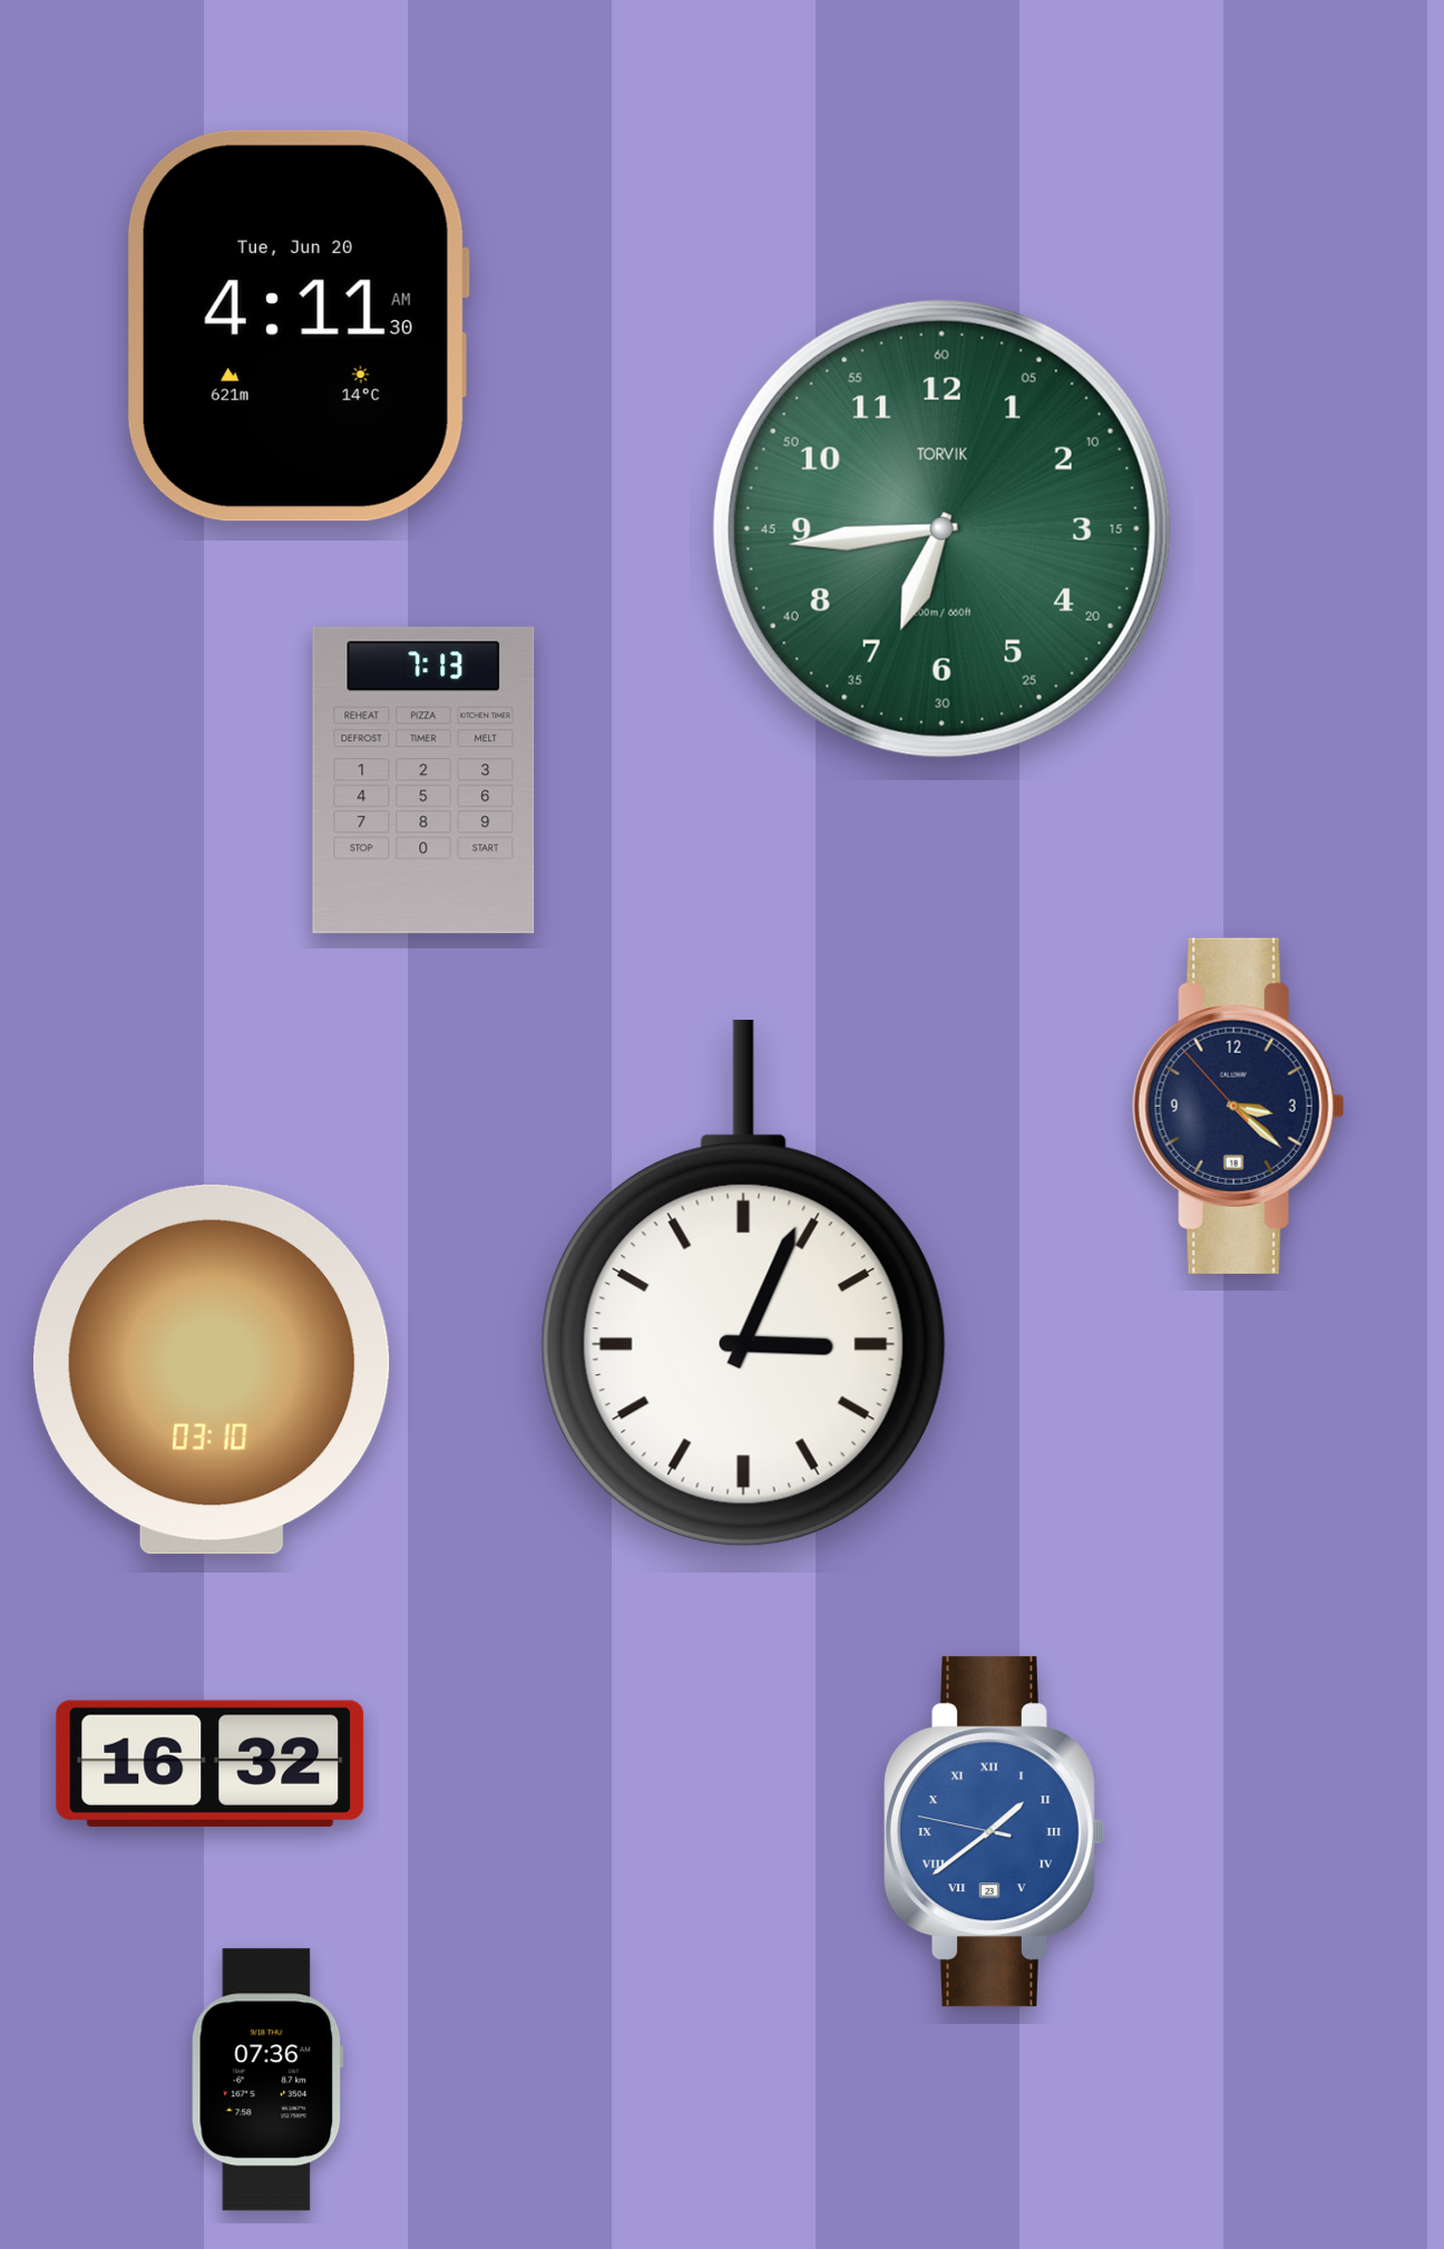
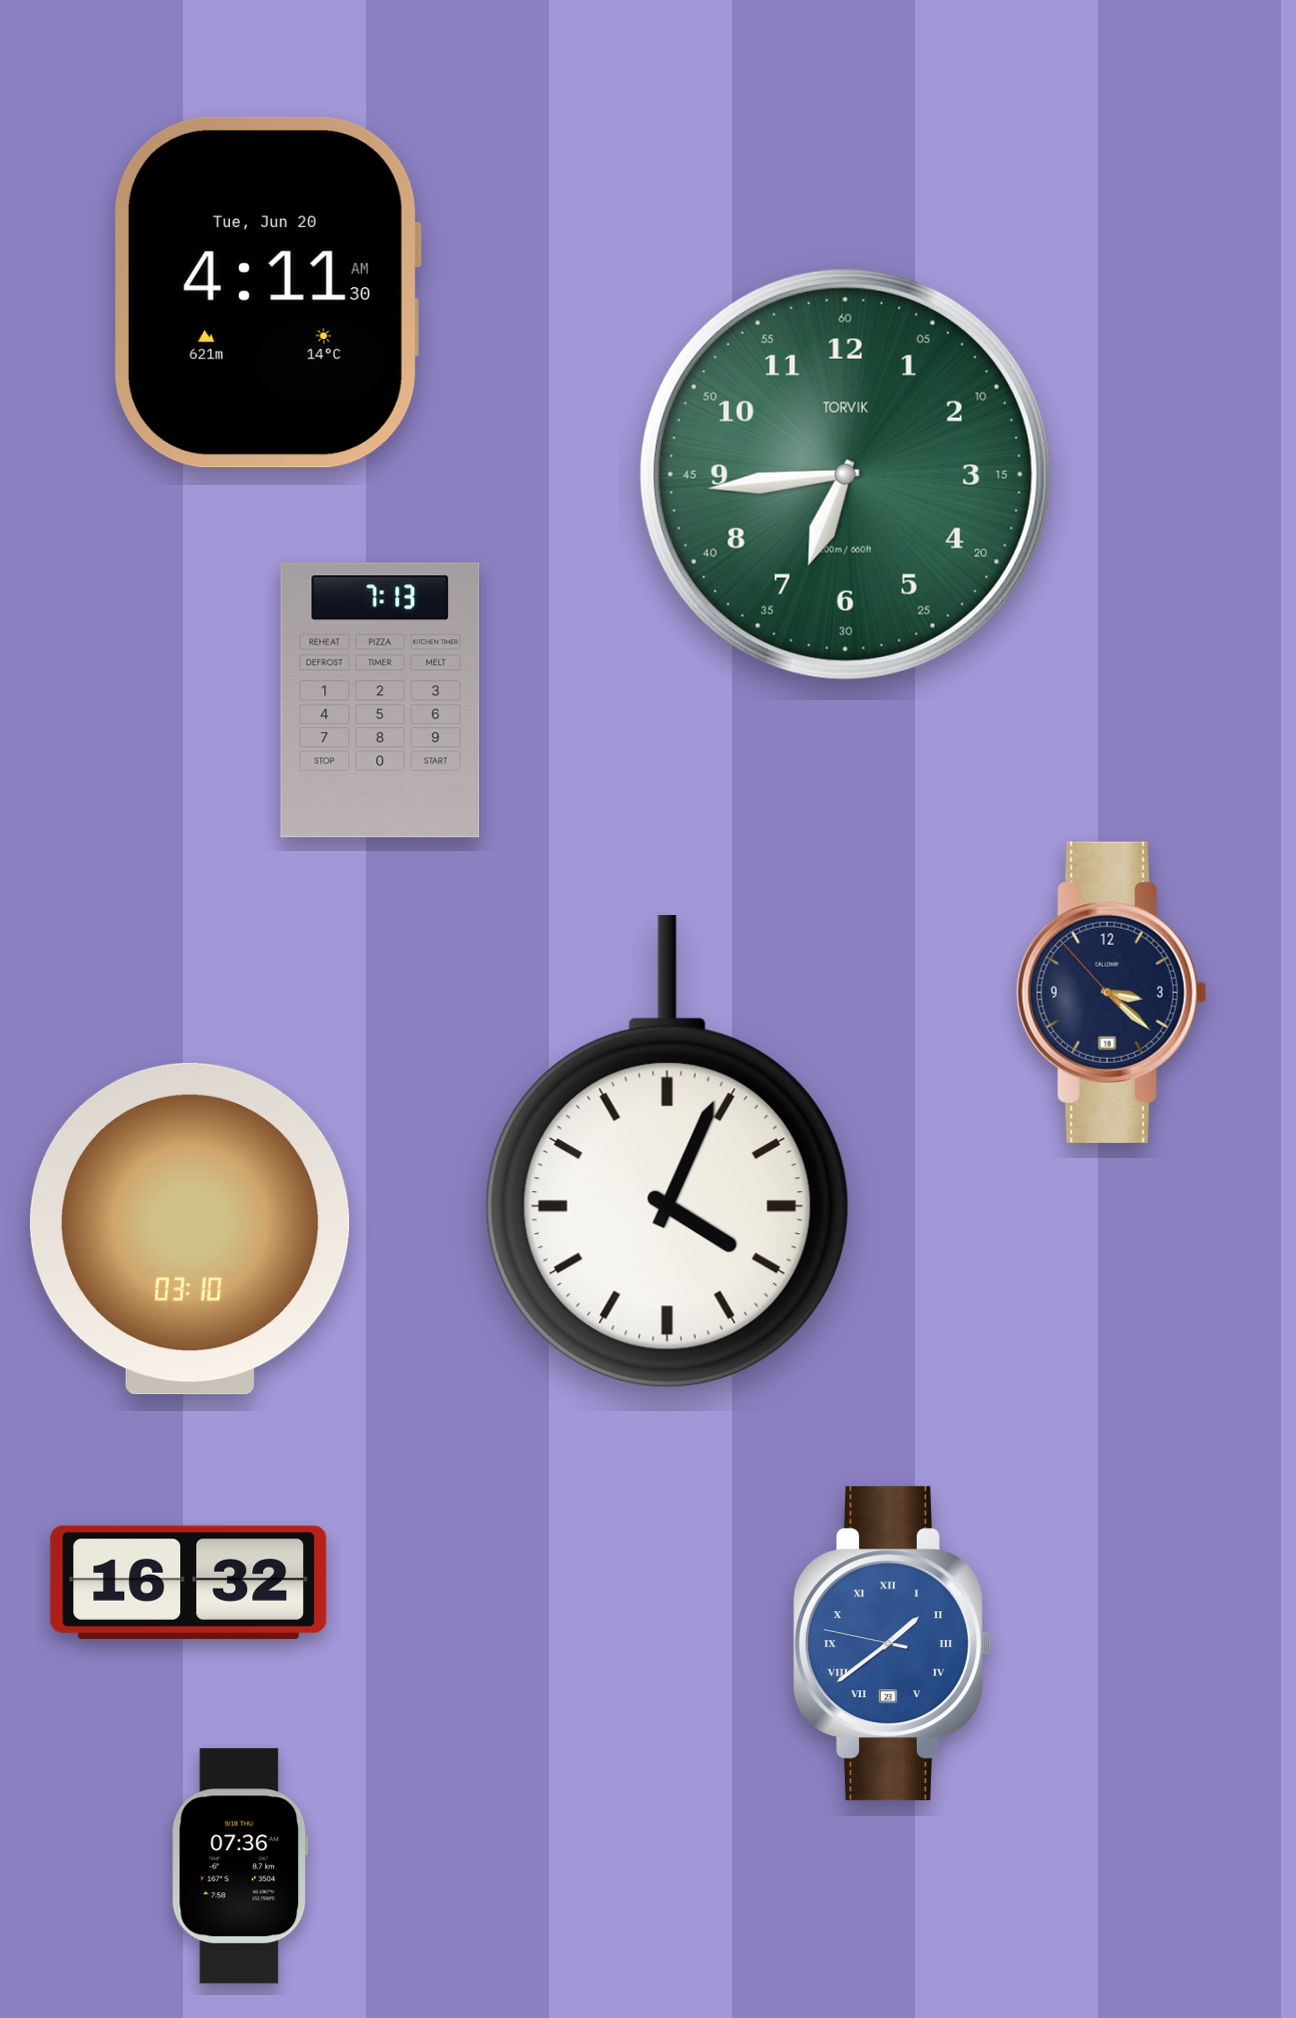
clock at (743, 1284): 3:04 -> 4:04
